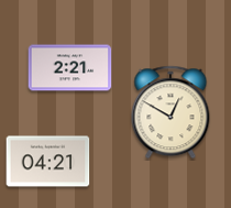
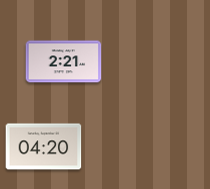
clock at (170, 112): 12:50 -> none
clock at (48, 162): 04:21 -> 04:20
